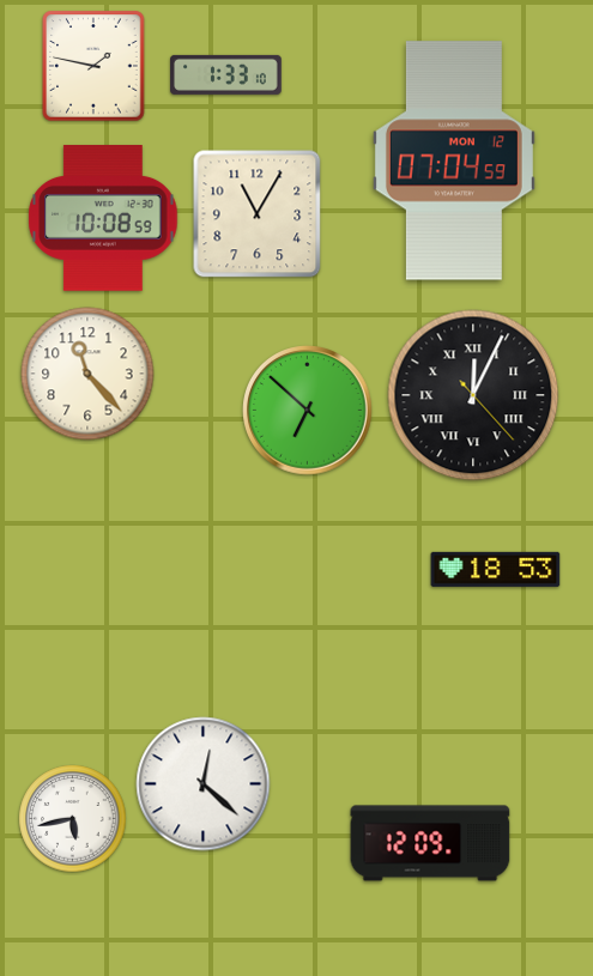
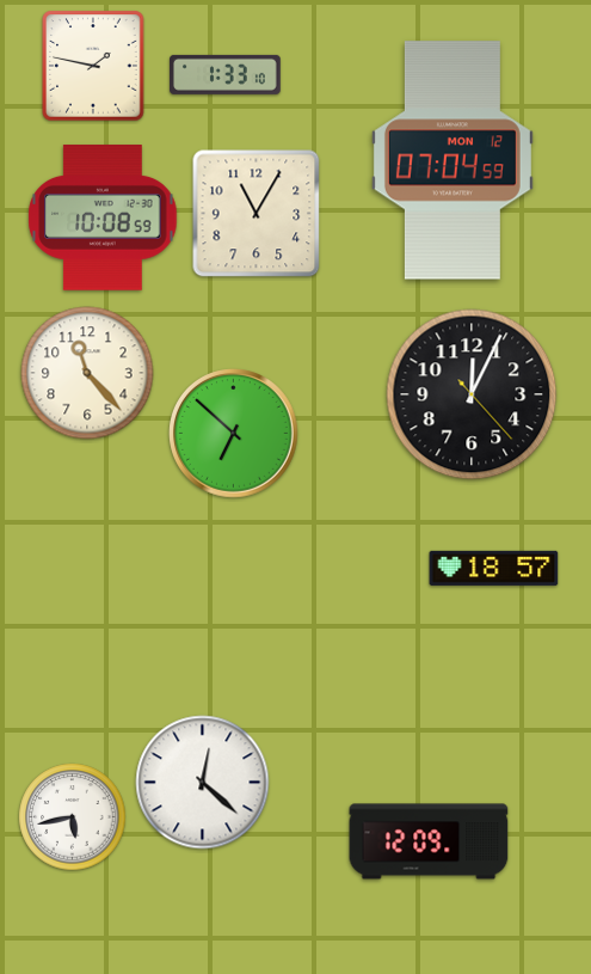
clock at (473, 395) numerals: Roman -> Arabic
clock at (308, 411) position: (308, 411) -> (234, 434)
clock at (496, 569): 18:53 -> 18:57
